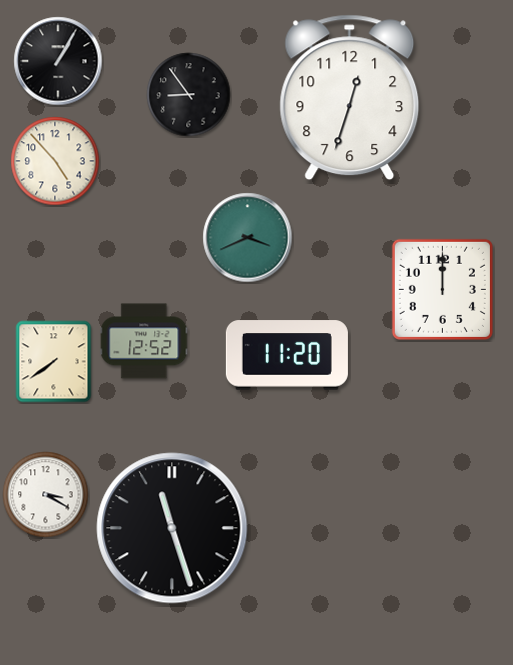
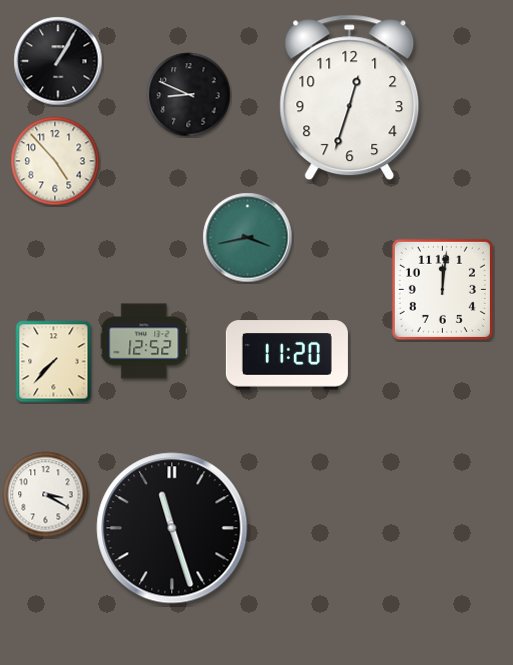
clock at (189, 95): 8:54 -> 8:49
clock at (248, 238): 3:41 -> 3:43
clock at (442, 289): 12:00 -> 12:01
clock at (54, 362): 7:39 -> 7:37
